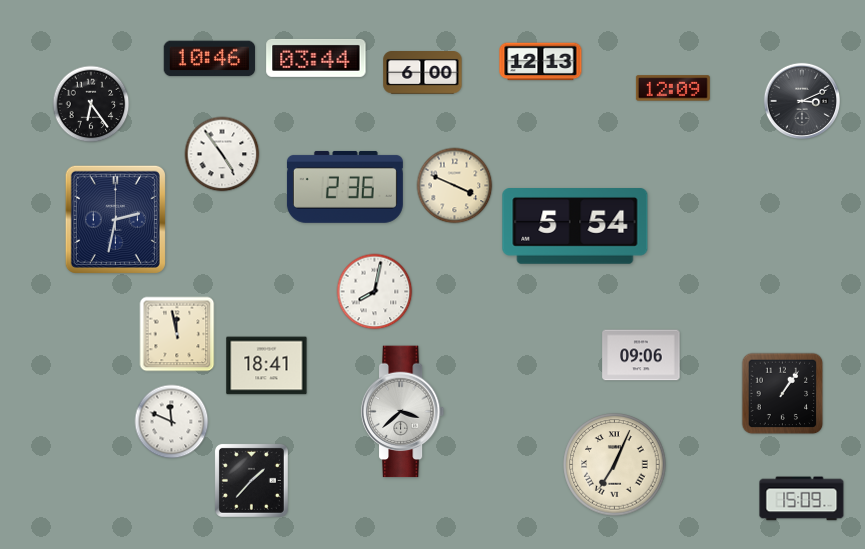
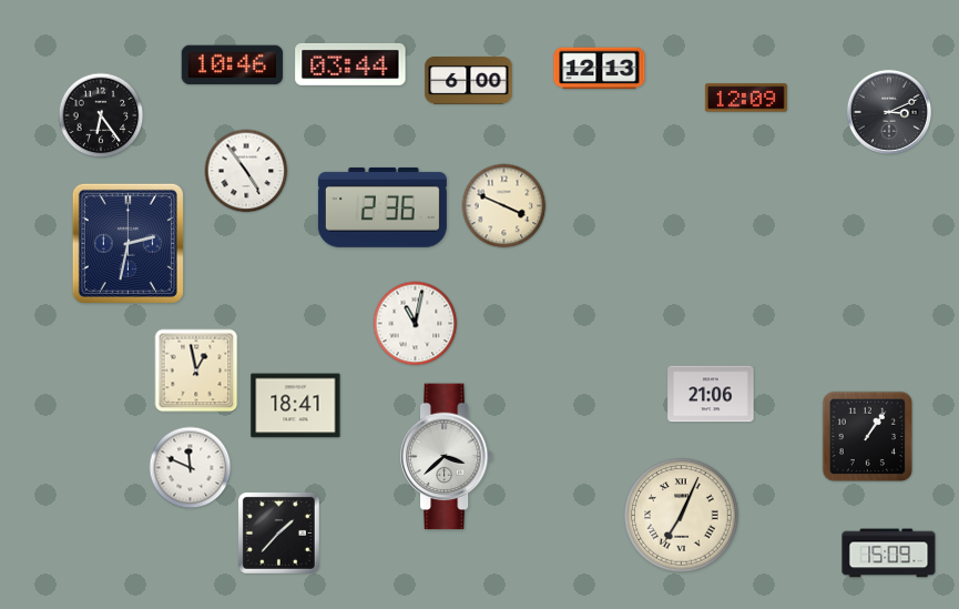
clock at (575, 227): 5:54 -> none
clock at (375, 292): 8:02 -> 11:02
clock at (177, 334): 11:58 -> 12:58
clock at (641, 355): 09:06 -> 21:06
